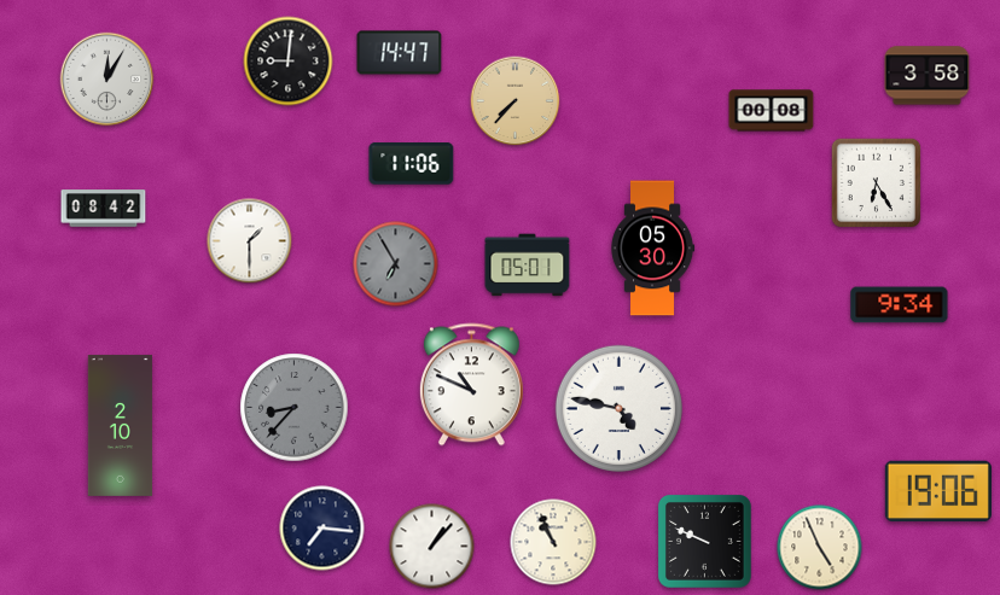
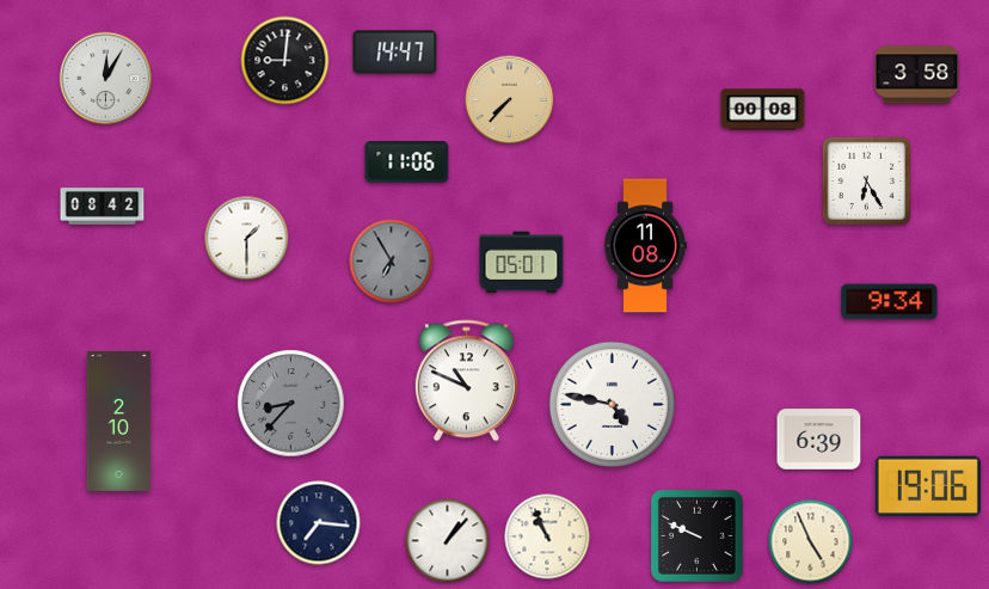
clock at (652, 249): 05:30 -> 11:08
clock at (819, 440): none -> 6:39
clock at (432, 547) position: (432, 547) -> (448, 541)
